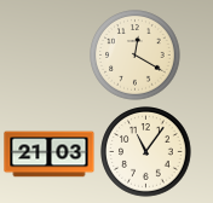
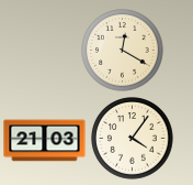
clock at (146, 152): 11:06 -> 4:06
